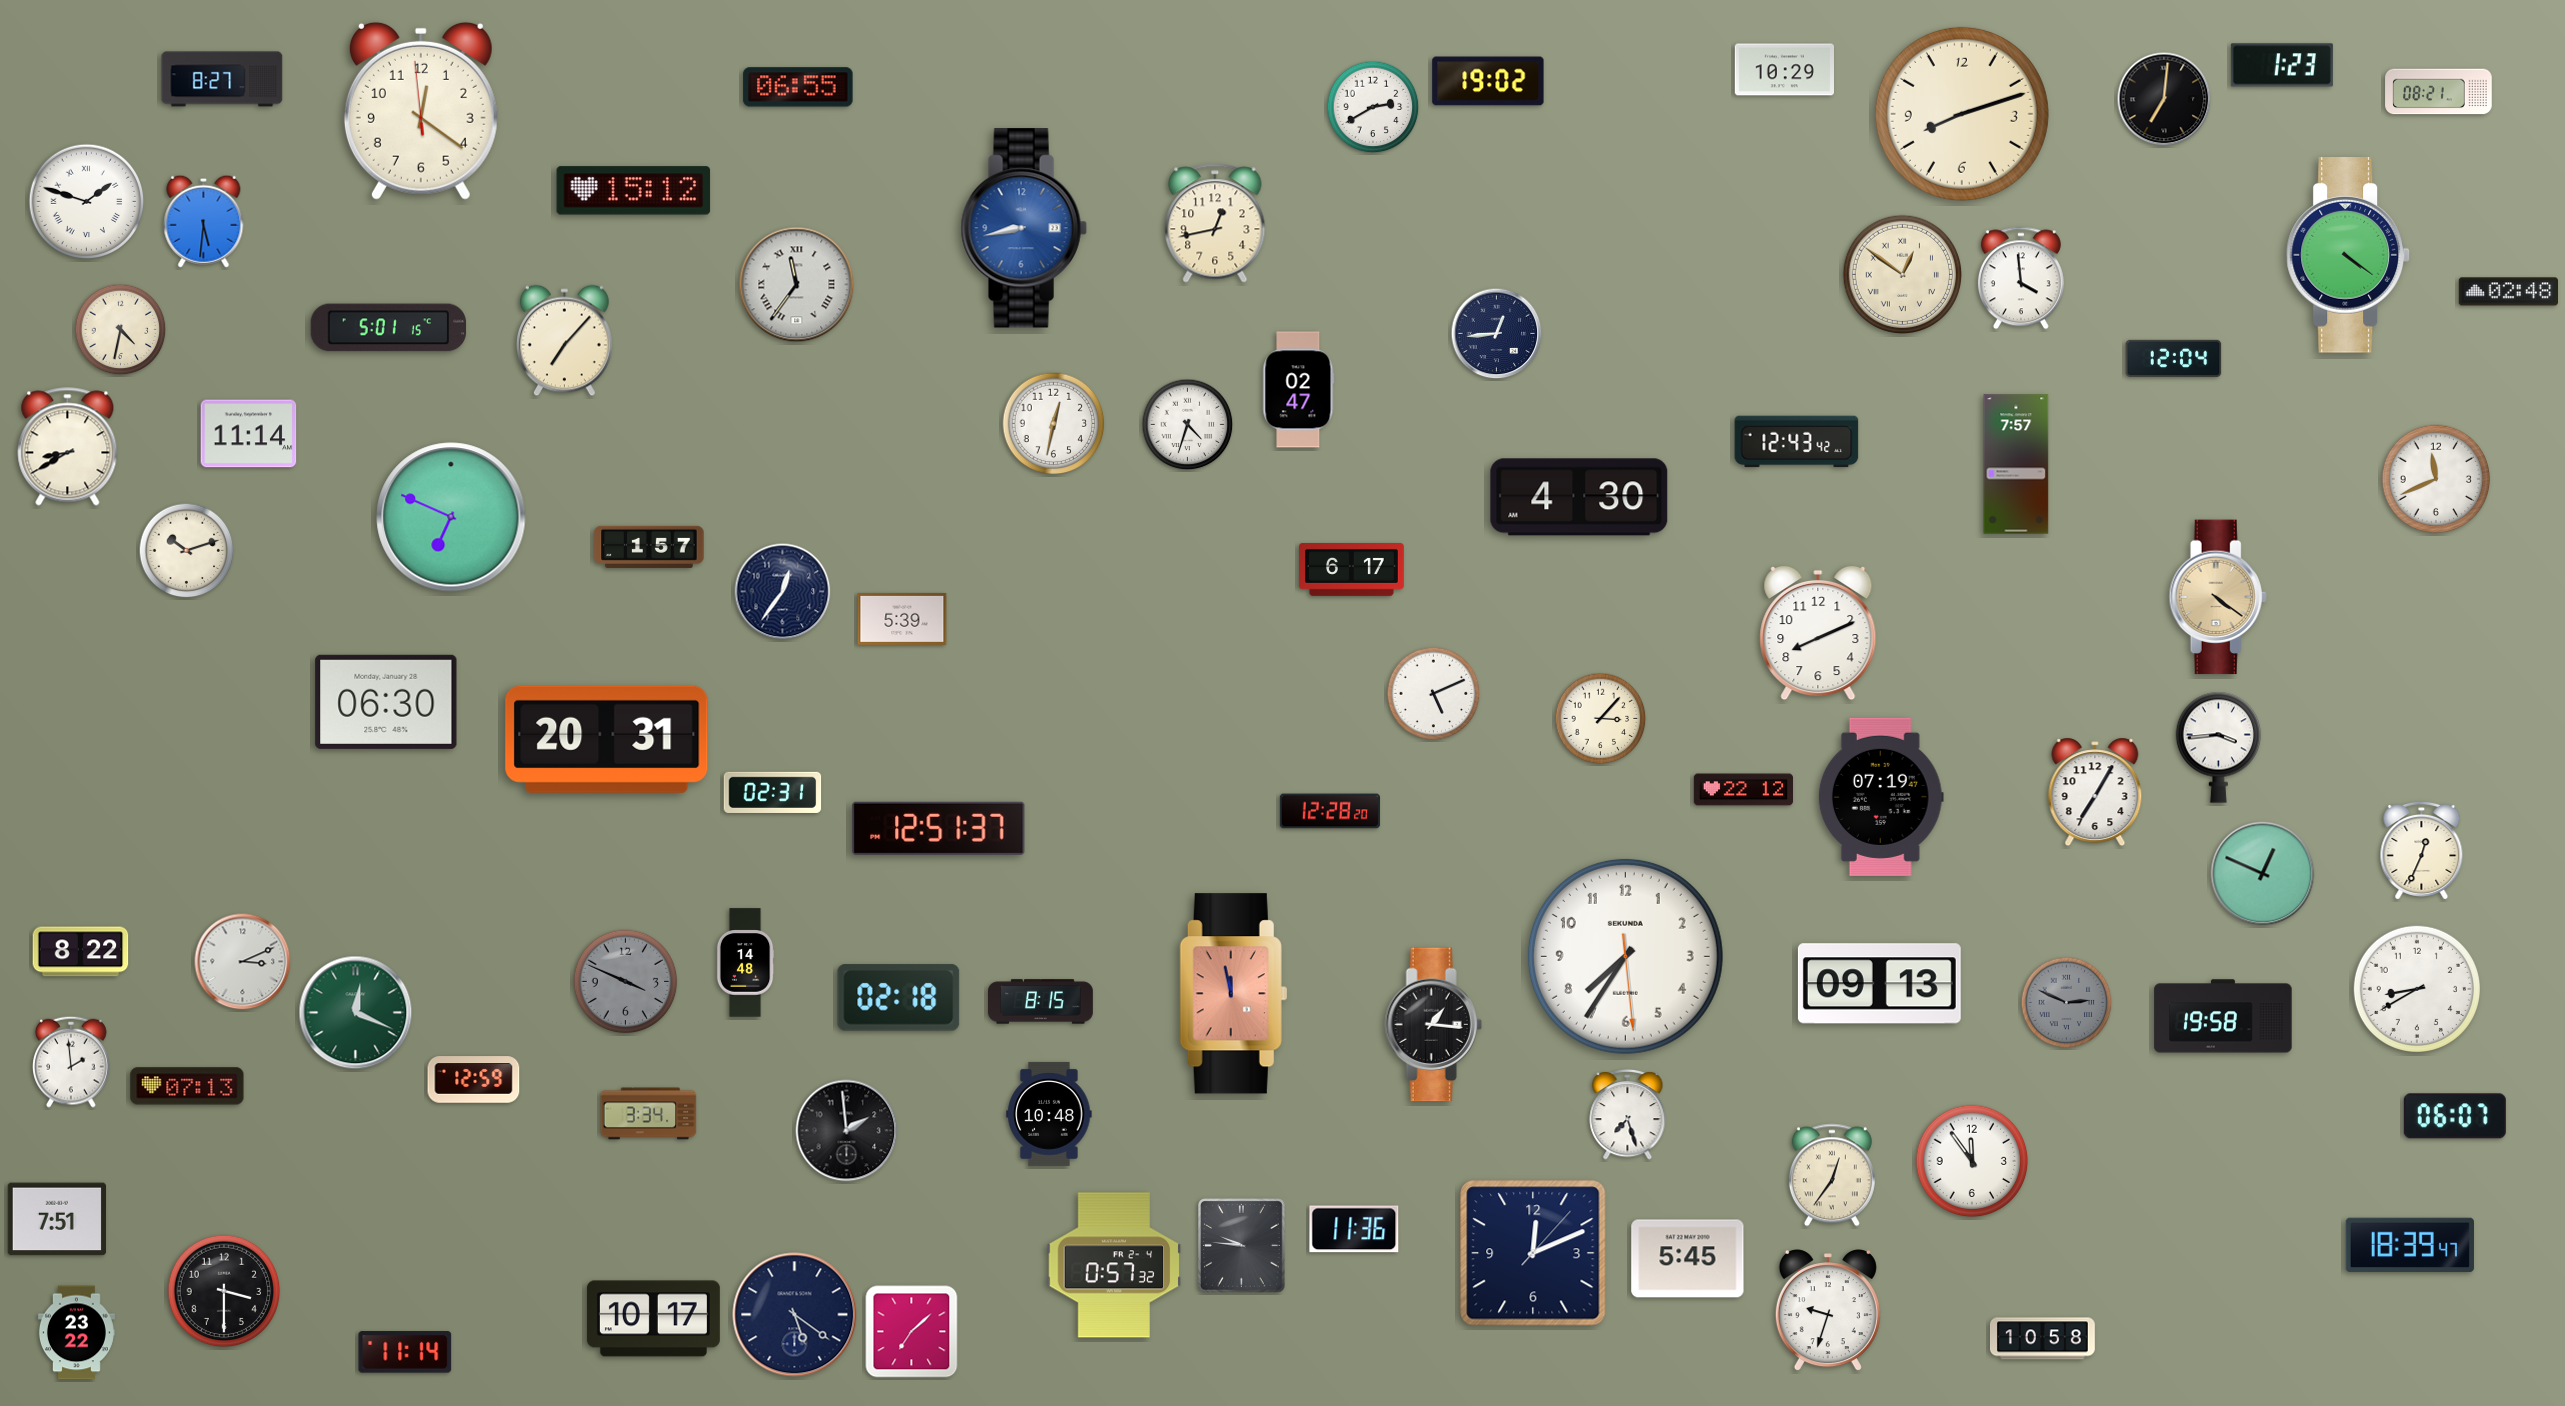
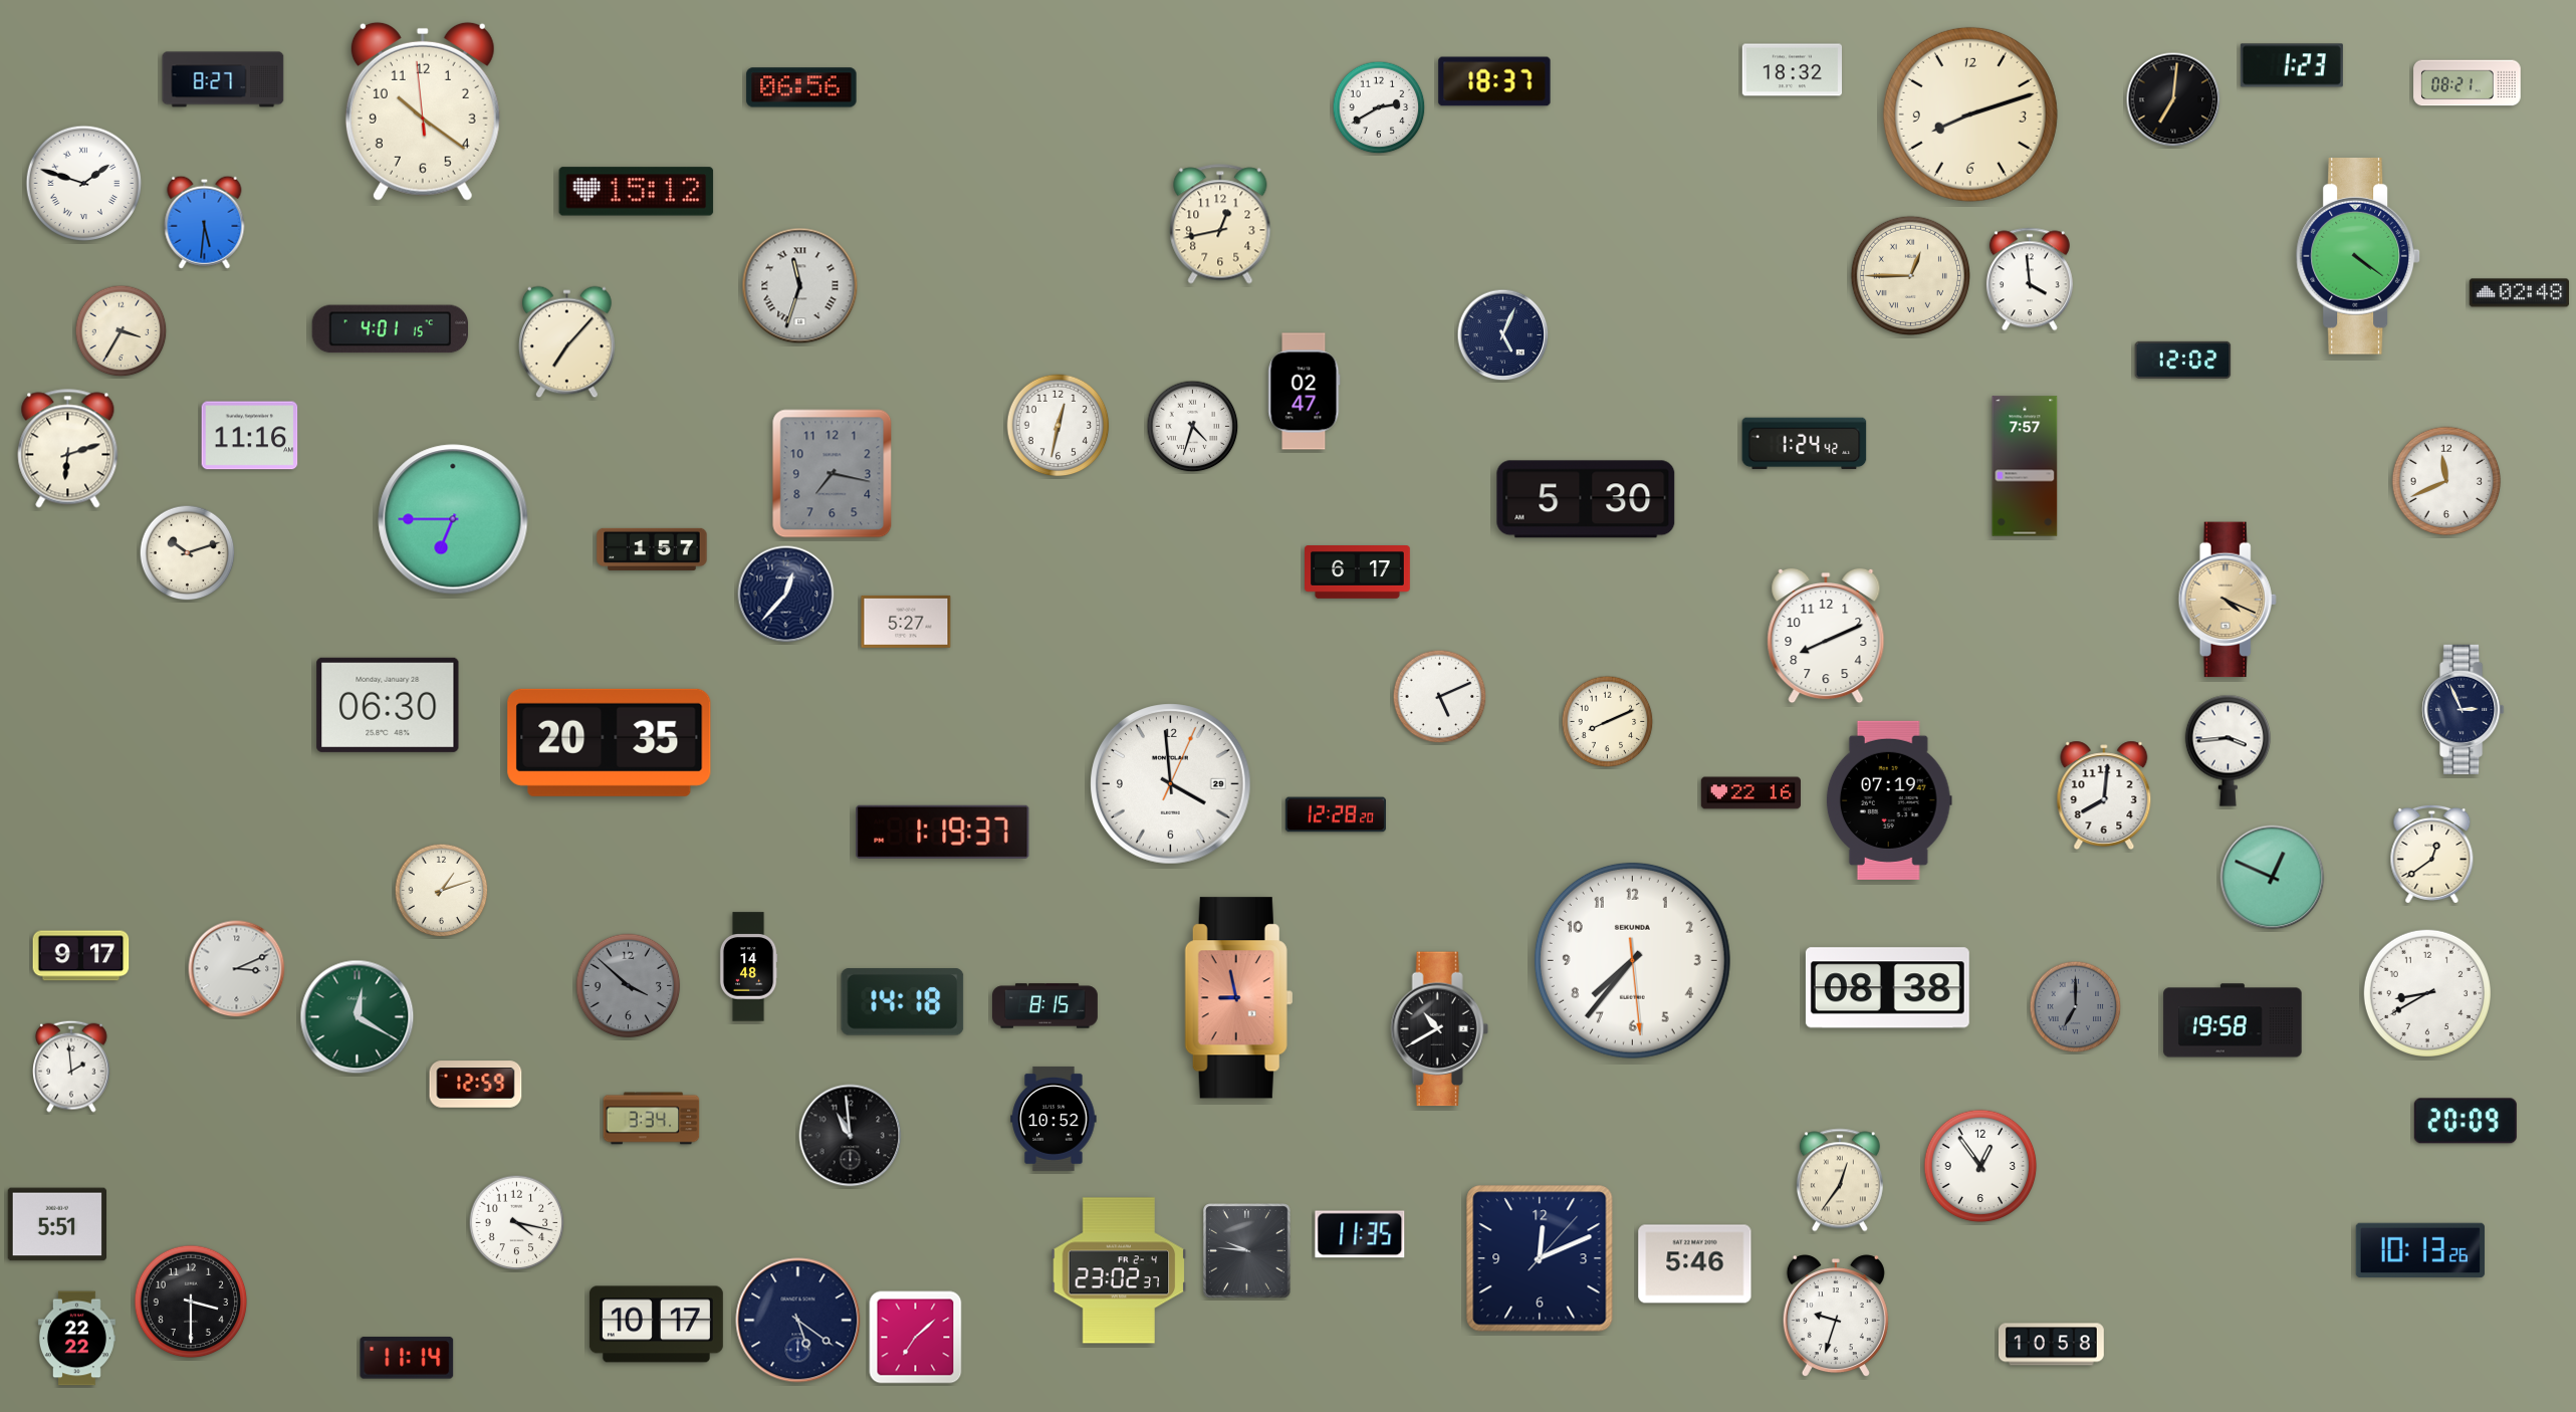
clock at (1784, 70): 10:29 -> 18:32
clock at (1488, 81): 19:02 -> 18:37
clock at (798, 87): 06:55 -> 06:56
clock at (2439, 92) position: (2439, 92) -> (2468, 83)
clock at (421, 111): 12:20 -> 10:20
clock at (87, 202) position: (87, 202) -> (84, 184)
clock at (1024, 228): 8:43 -> none
clock at (1902, 274): 12:51 -> 12:45
clock at (797, 285): 11:36 -> 11:33
clock at (389, 328): 5:01 -> 4:01
clock at (121, 330): 4:32 -> 3:35
clock at (1497, 334): 12:44 -> 5:04
clock at (2174, 358): 12:04 -> 12:02
clock at (249, 434): 11:14 -> 11:16
clock at (1797, 442): 12:43 -> 1:24
clock at (68, 447): 8:40 -> 6:12
clock at (833, 474): none -> 7:17
clock at (1579, 497): 4:30 -> 5:30
clock at (451, 517): 6:49 -> 6:45
clock at (783, 592): 12:36 -> 12:37
clock at (2218, 597): 4:21 -> 4:19
clock at (902, 619): 5:39 -> 5:27
clock at (2464, 709): none -> 2:56
clock at (1601, 719): 3:07 -> 8:11
clock at (607, 739): 20:31 -> 20:35
clock at (1171, 784): none -> 3:59
clock at (1743, 790): 22:12 -> 22:16
clock at (773, 792): 02:31 -> none
clock at (2095, 792): 7:05 -> 8:01
clock at (939, 828): 12:51 -> 1:19
clock at (2422, 850): 12:34 -> 12:39
clock at (442, 891): none -> 1:12
clock at (81, 952): 8:22 -> 9:17
clock at (1625, 956): 7:35 -> 7:36
clock at (243, 962) position: (243, 962) -> (237, 969)
clock at (626, 982): 3:49 -> 3:52
clock at (1879, 984): 09:13 -> 08:38
clock at (1233, 994): 11:58 -> 8:58
clock at (899, 998): 02:18 -> 14:18
clock at (2067, 1003): 2:49 -> 7:00
clock at (356, 1013): 12:19 -> 12:20
clock at (1433, 1025): 1:16 -> 10:40
clock at (187, 1086): 07:13 -> none
clock at (1049, 1114): 10:48 -> 10:52
clock at (1628, 1115): 7:27 -> none
clock at (2455, 1116): 06:07 -> 20:09
clock at (847, 1131): 1:59 -> 10:59
clock at (1972, 1161): 11:54 -> 12:54
clock at (517, 1223): none -> 4:17
clock at (56, 1219): 7:51 -> 5:51
clock at (1354, 1229): 11:36 -> 11:35
clock at (2410, 1245): 18:39 -> 10:13
clock at (1688, 1259): 5:45 -> 5:46
clock at (1114, 1265): 0:57 -> 23:02
clock at (224, 1291) position: (224, 1291) -> (191, 1302)
clock at (76, 1333): 23:22 -> 22:22
